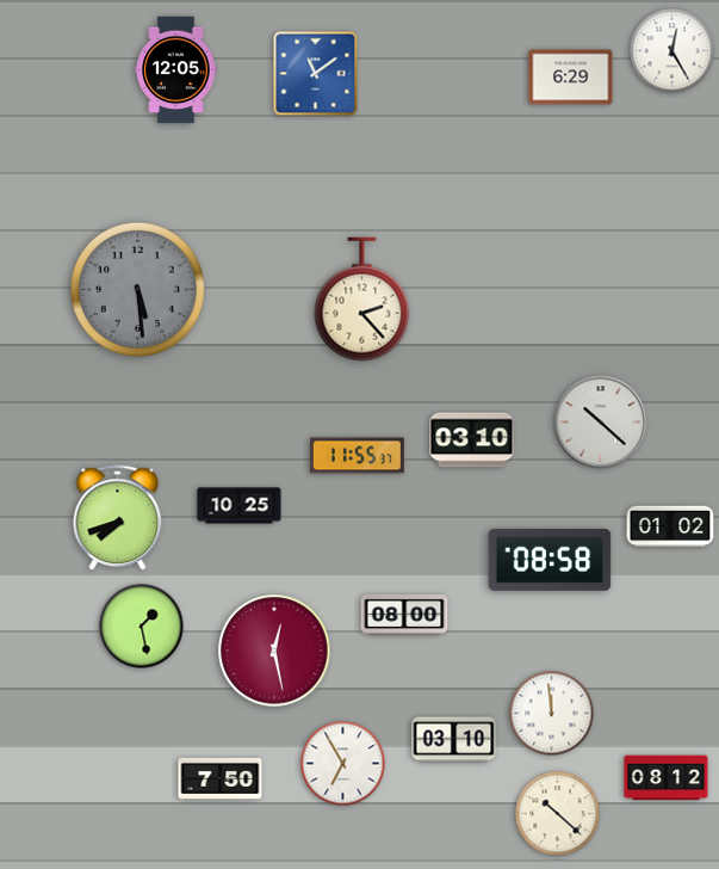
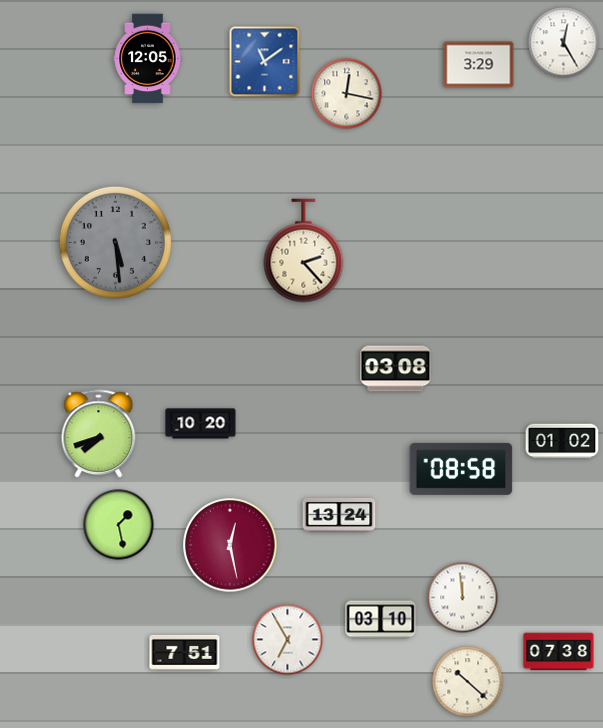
clock at (571, 78): 6:29 -> 3:29
clock at (347, 94): none -> 12:17
clock at (601, 423): 10:22 -> none
clock at (472, 440): 03:10 -> 03:08
clock at (358, 456): 11:55 -> none
clock at (240, 506): 10:25 -> 10:20
clock at (404, 615): 08:00 -> 13:24
clock at (221, 778): 7:50 -> 7:51
clock at (667, 778): 08:12 -> 07:38
